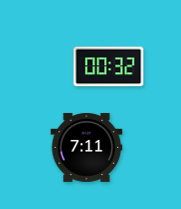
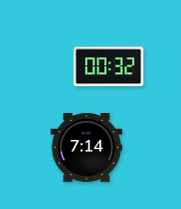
clock at (87, 147): 7:11 -> 7:14
